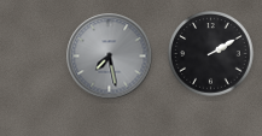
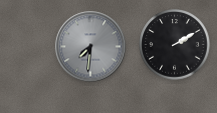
clock at (110, 57): 7:28 -> 7:31
